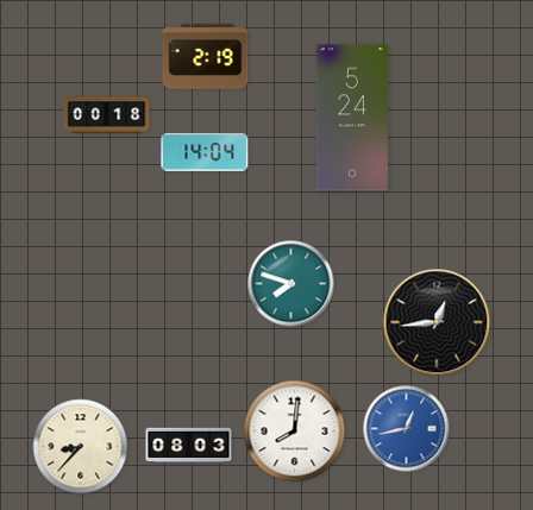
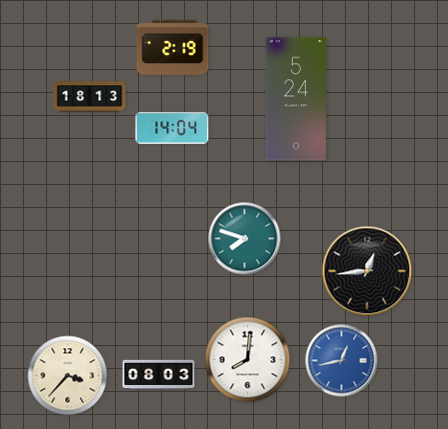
clock at (107, 115): 00:18 -> 18:13
clock at (295, 432) position: (295, 432) -> (248, 360)
clock at (81, 447): 8:37 -> 3:37
